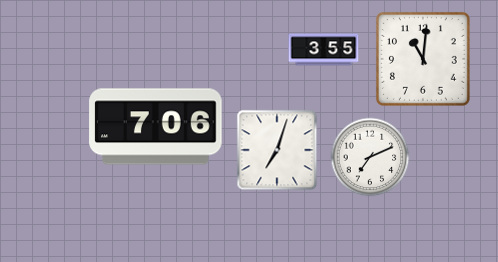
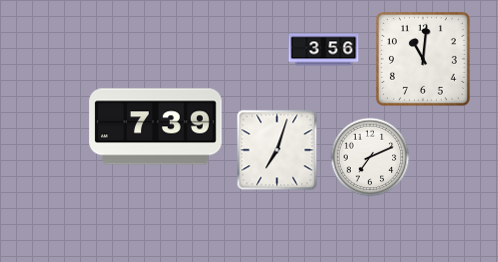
clock at (324, 50): 3:55 -> 3:56
clock at (156, 127): 7:06 -> 7:39
